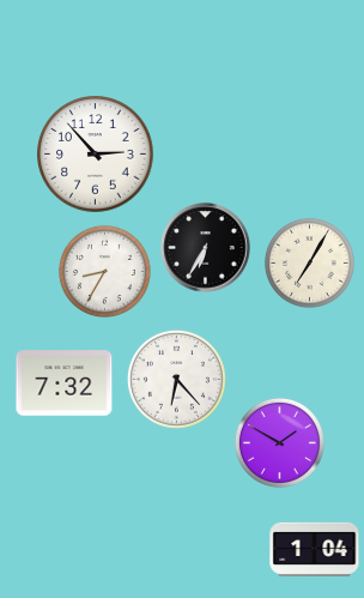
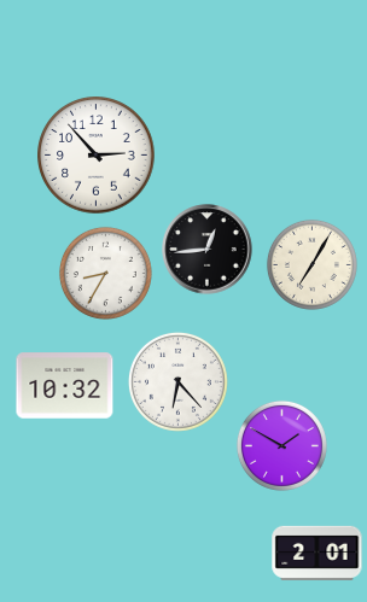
clock at (206, 248): 6:35 -> 12:44
clock at (65, 383): 7:32 -> 10:32
clock at (315, 549): 1:04 -> 2:01
